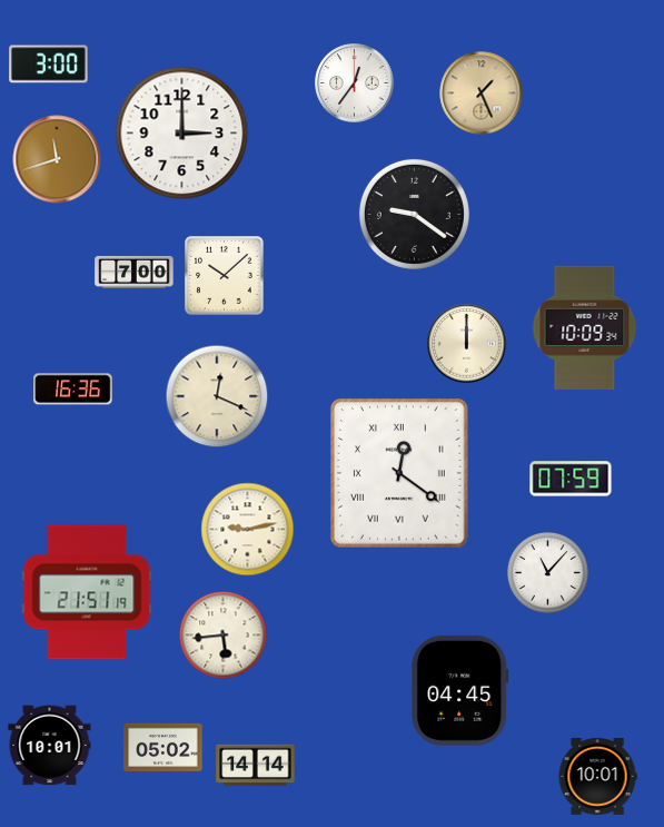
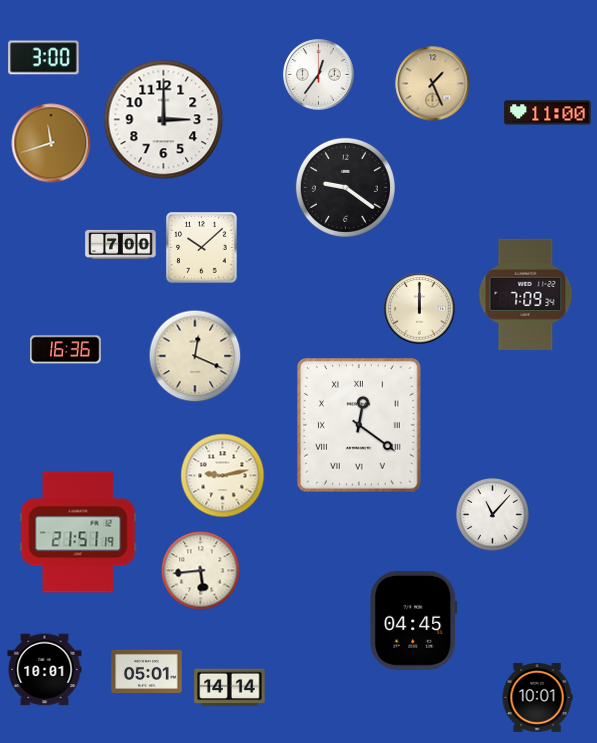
clock at (548, 113): none -> 11:00
clock at (414, 214) position: (414, 214) -> (345, 187)
clock at (585, 327): 10:09 -> 7:09
clock at (571, 479): 07:59 -> none
clock at (163, 747): 05:02 -> 05:01
